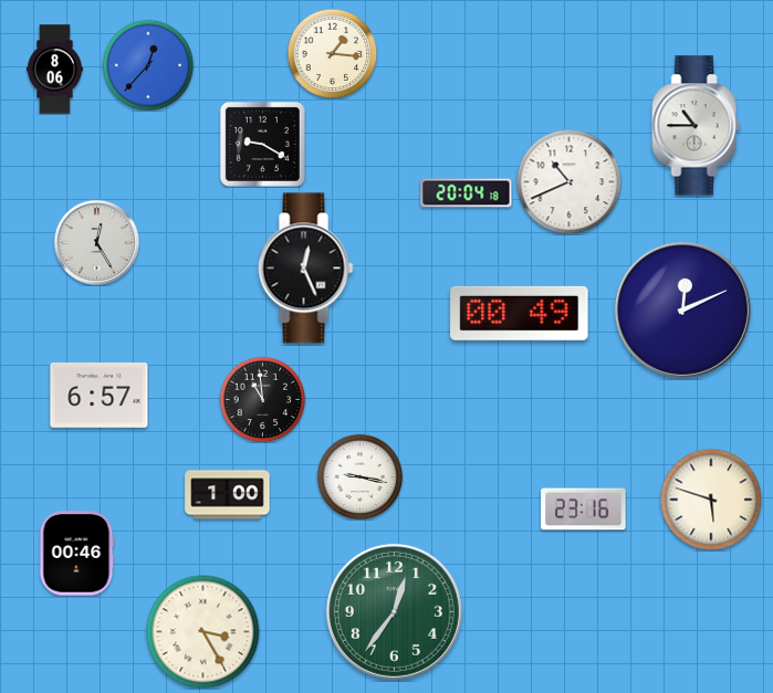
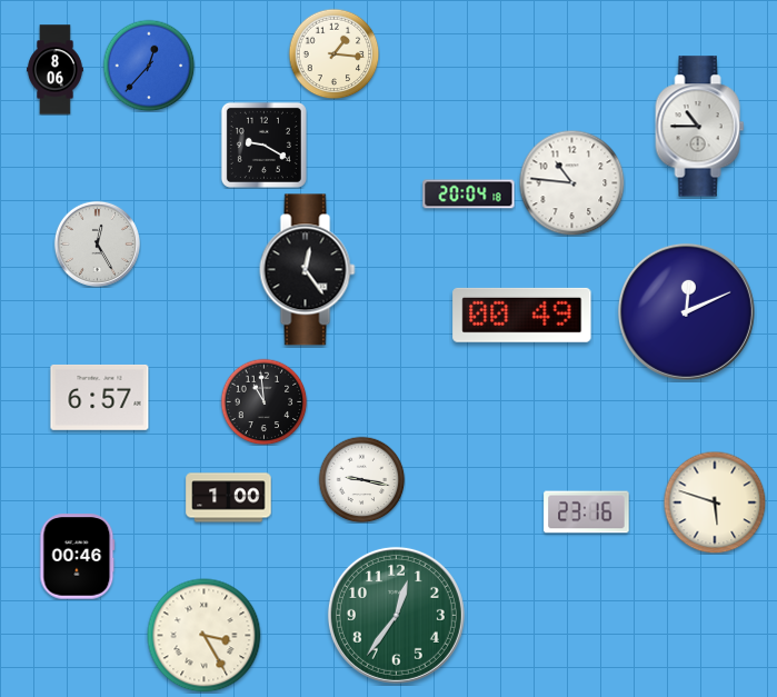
clock at (568, 181): 10:41 -> 10:46
clock at (306, 269): 12:26 -> 12:24
